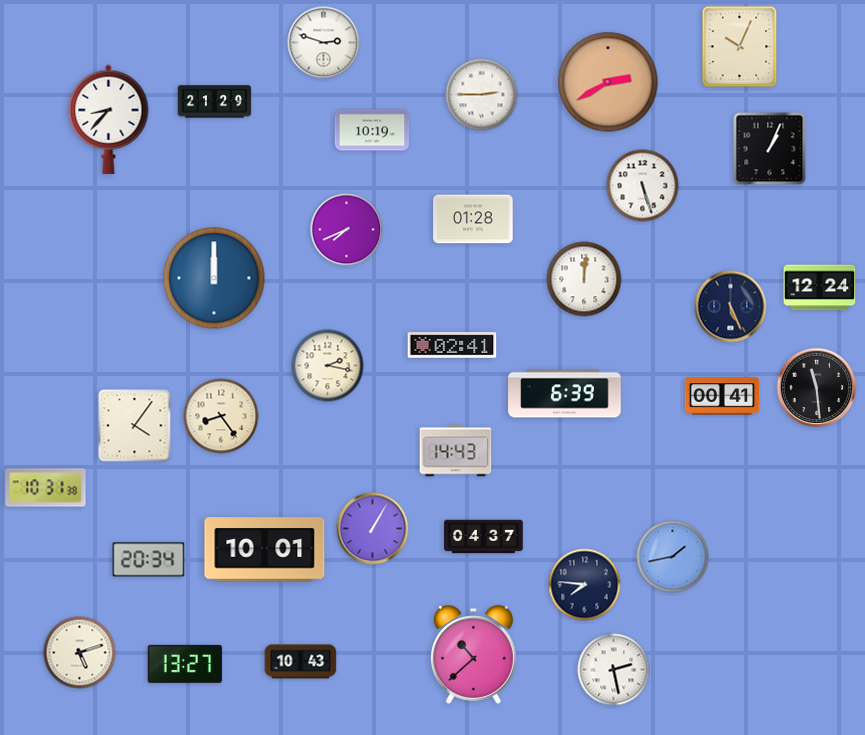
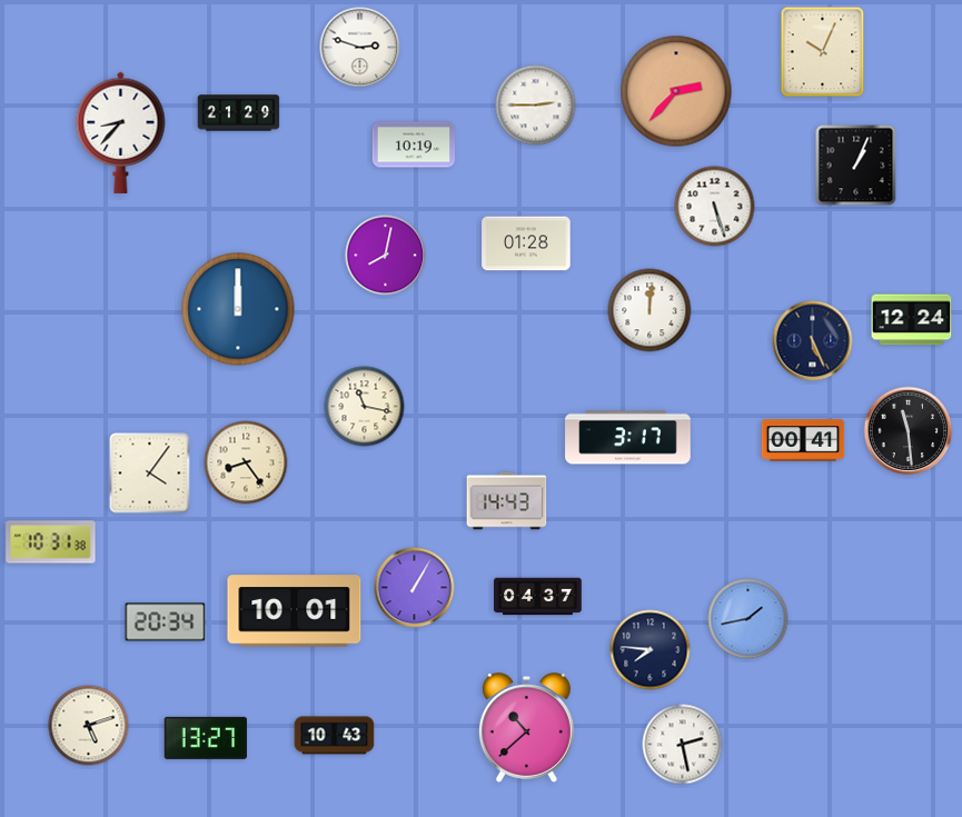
clock at (608, 82): 2:40 -> 2:37
clock at (347, 230): 7:41 -> 8:02
clock at (452, 345): 02:41 -> none
clock at (328, 366): 2:17 -> 11:17
clock at (565, 394): 6:39 -> 3:17
